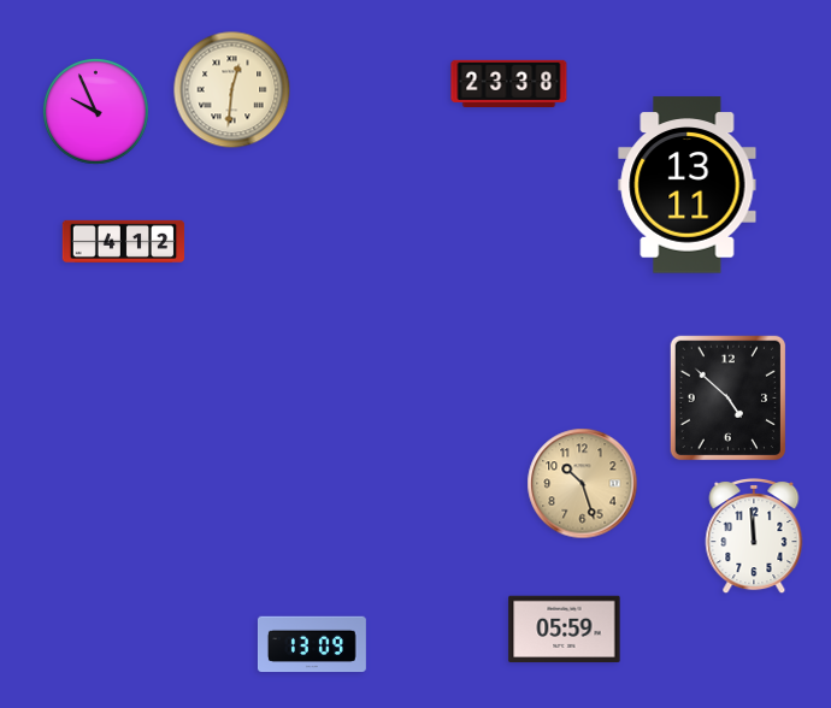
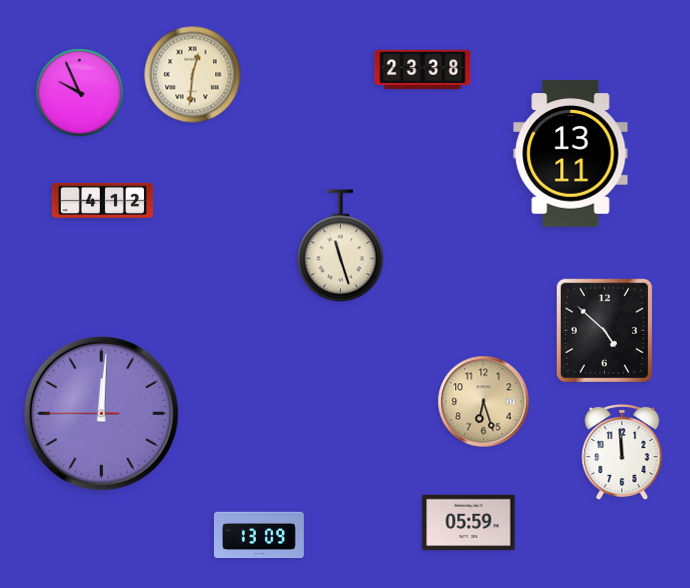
clock at (341, 246): none -> 11:27
clock at (583, 484): 10:27 -> 6:27
clock at (102, 414): none -> 12:00
clock at (754, 536) position: (754, 536) -> (622, 452)
